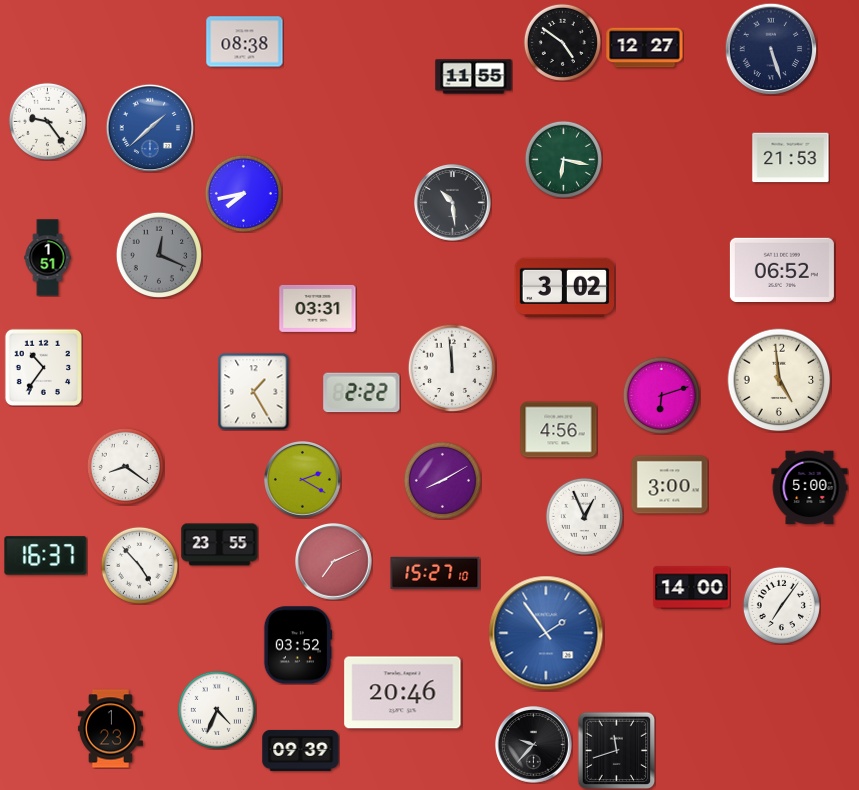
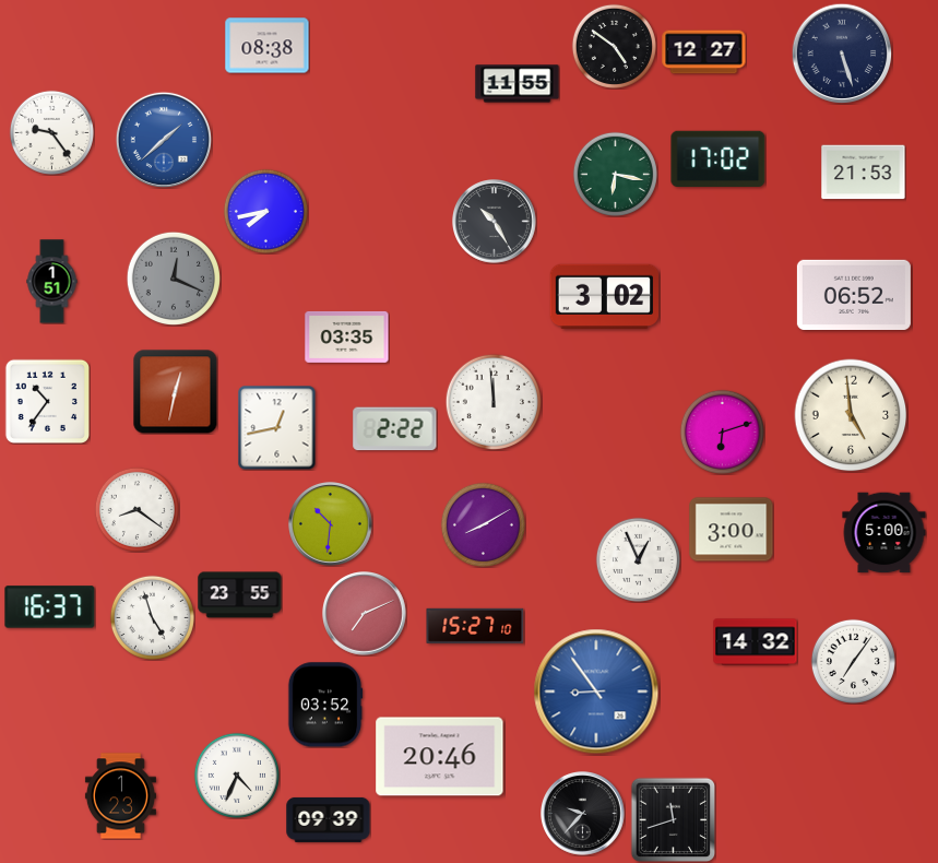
clock at (719, 158): none -> 17:02
clock at (453, 203): 10:29 -> 10:25
clock at (564, 287) position: (564, 287) -> (604, 296)
clock at (318, 308): 03:31 -> 03:35
clock at (175, 391): none -> 12:32
clock at (254, 391): 1:25 -> 12:43
clock at (559, 430): 4:56 -> none
clock at (303, 480): 2:20 -> 10:31
clock at (584, 516) position: (584, 516) -> (638, 559)
clock at (139, 565): 4:53 -> 4:57
clock at (692, 588): 14:00 -> 14:32
clock at (546, 633): 1:54 -> 8:54
